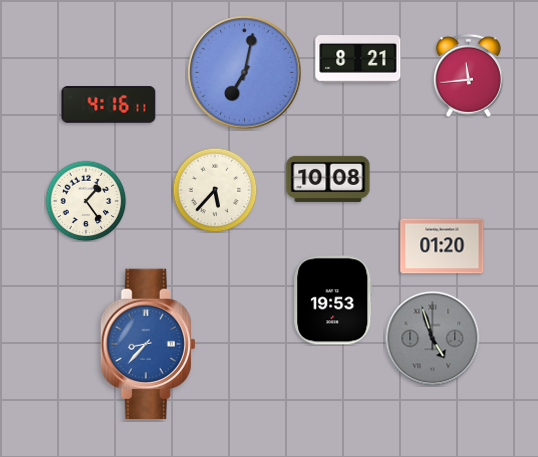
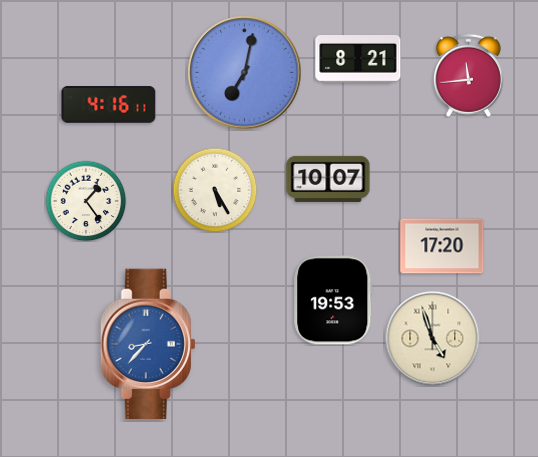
clock at (328, 179): 10:08 -> 10:07
clock at (215, 190): 5:37 -> 5:25
clock at (442, 246): 01:20 -> 17:20
clock at (432, 338) dial: grey -> cream
